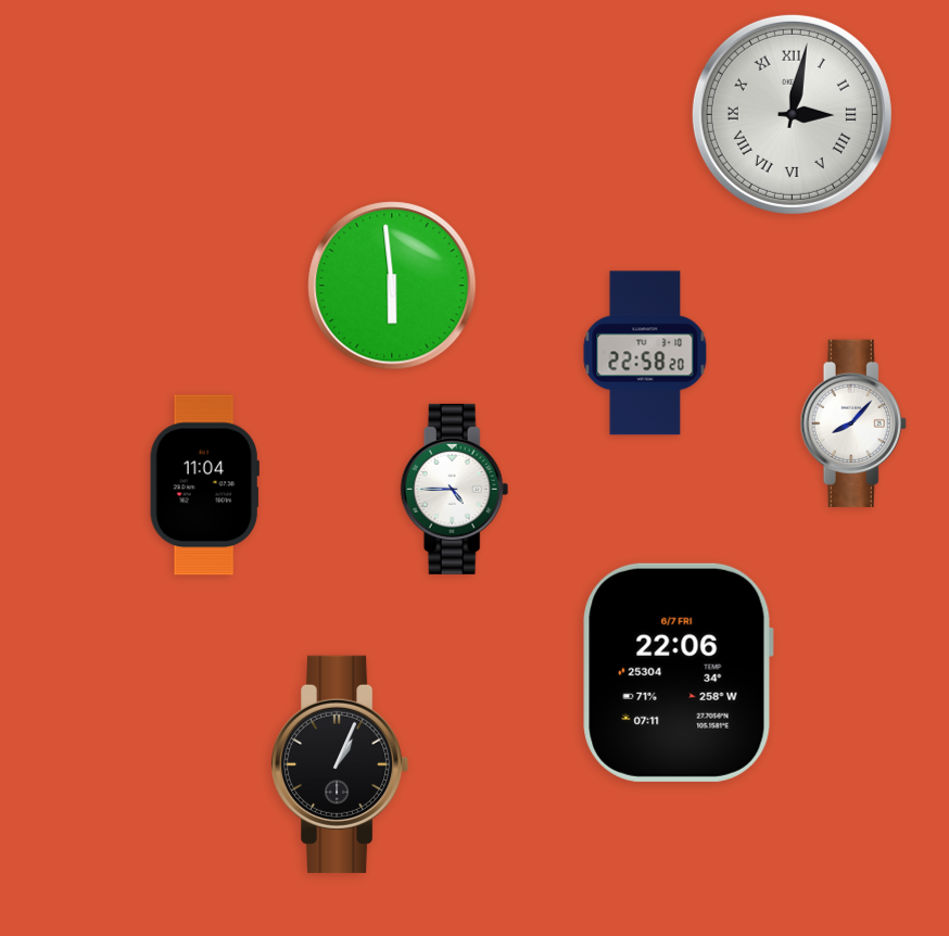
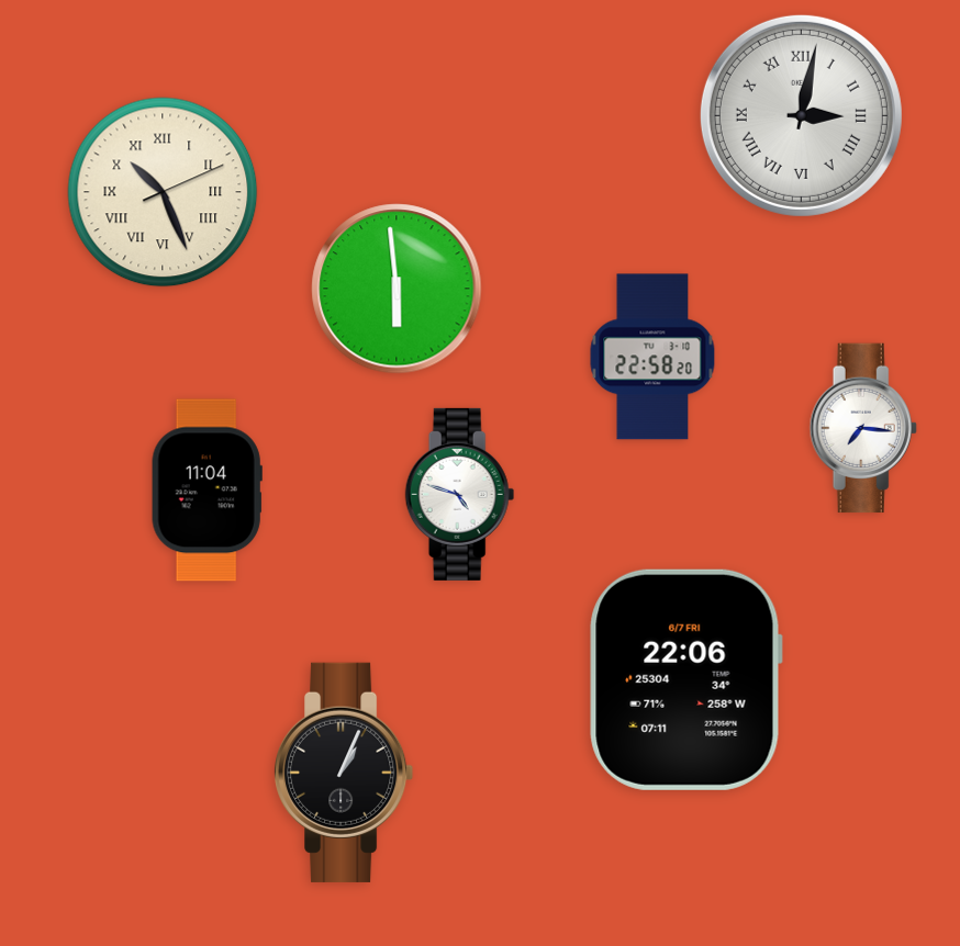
clock at (163, 192): none -> 10:26
clock at (853, 423): 8:07 -> 7:16
clock at (455, 489): 4:45 -> 4:48
